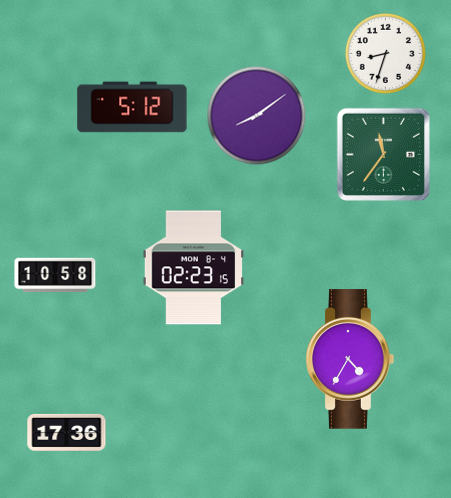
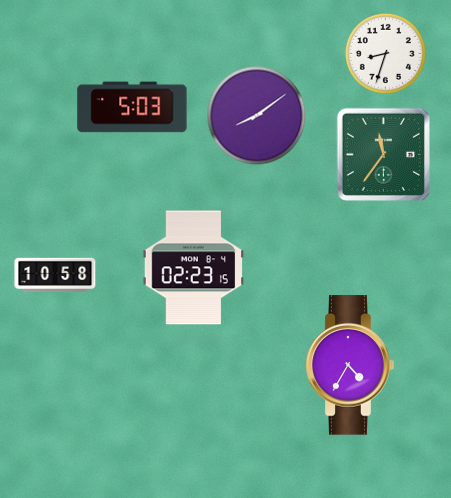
clock at (132, 107): 5:12 -> 5:03
clock at (350, 359) position: (350, 359) -> (350, 365)
clock at (67, 432): 17:36 -> none
